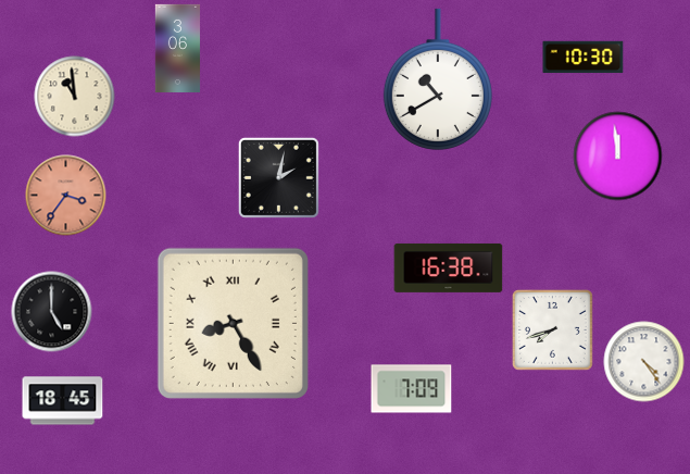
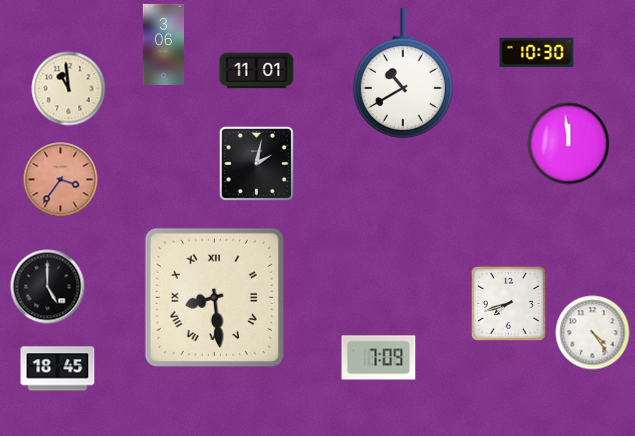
clock at (257, 71): none -> 11:01
clock at (449, 267): 16:38 -> none
clock at (233, 323): 8:25 -> 8:29
